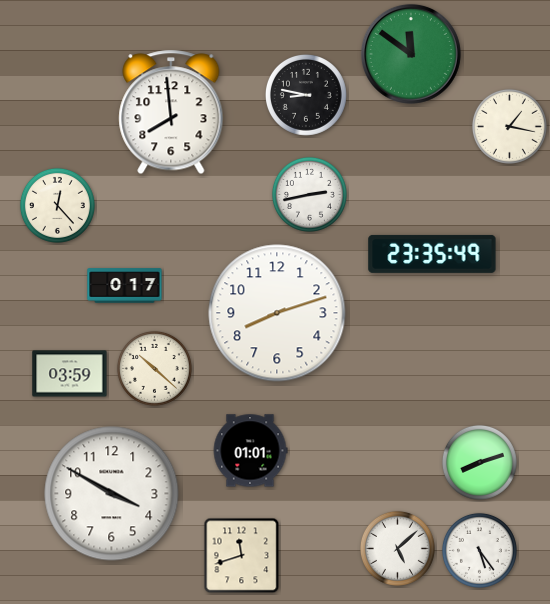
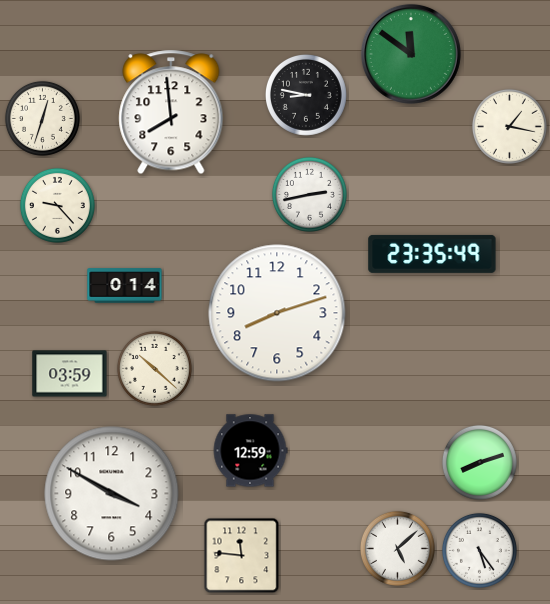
clock at (42, 118): none -> 12:33
clock at (57, 205): 12:23 -> 9:23
clock at (125, 286): 0:17 -> 0:14
clock at (250, 451): 01:01 -> 12:59
clock at (242, 556): 11:42 -> 11:46
